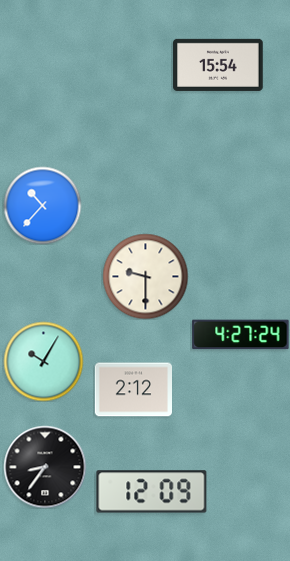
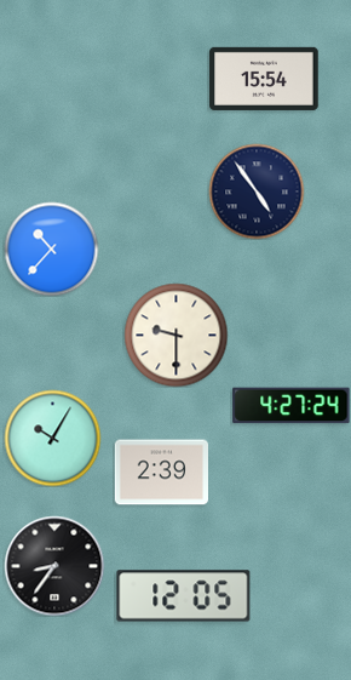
clock at (257, 192): none -> 4:54
clock at (133, 390): 2:12 -> 2:39
clock at (152, 492): 12:09 -> 12:05
